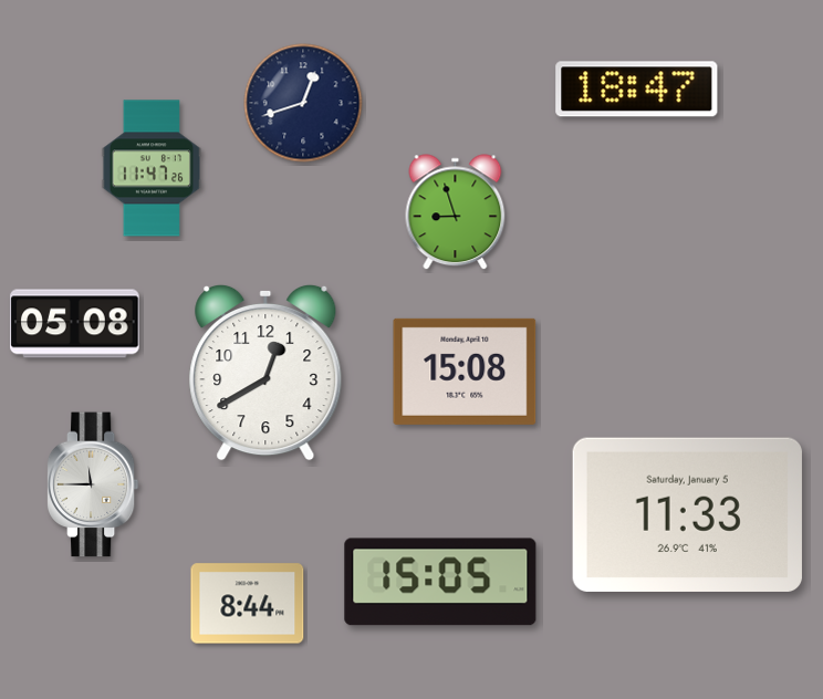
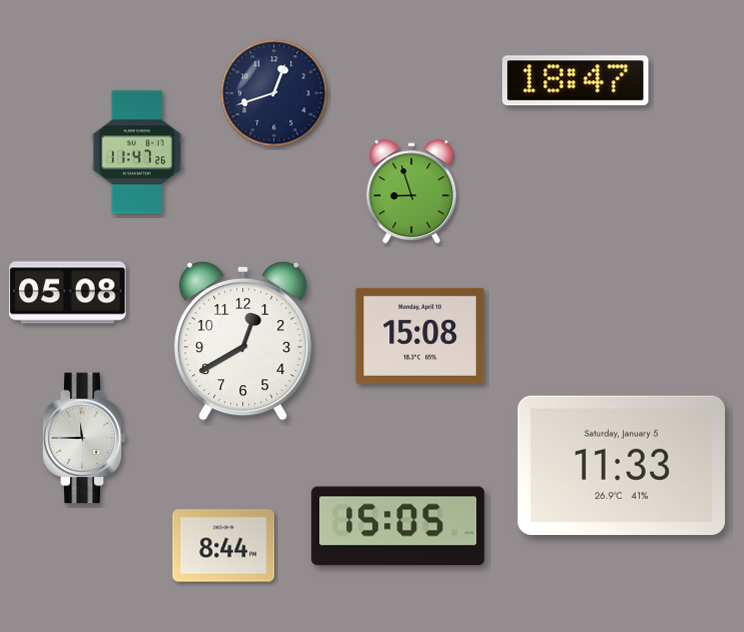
clock at (265, 373) position: (265, 373) -> (243, 341)
